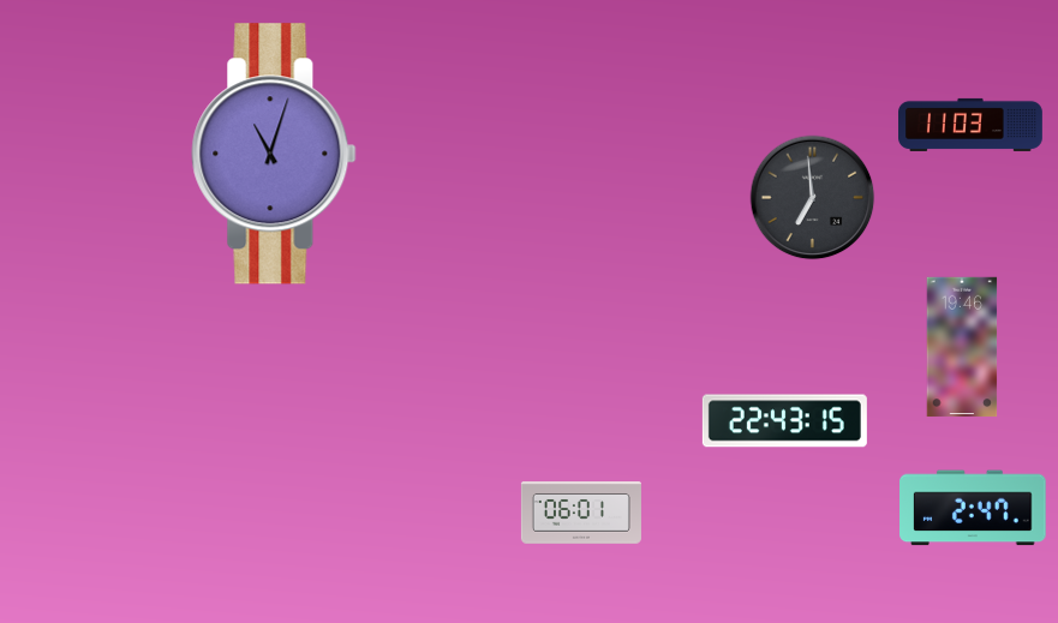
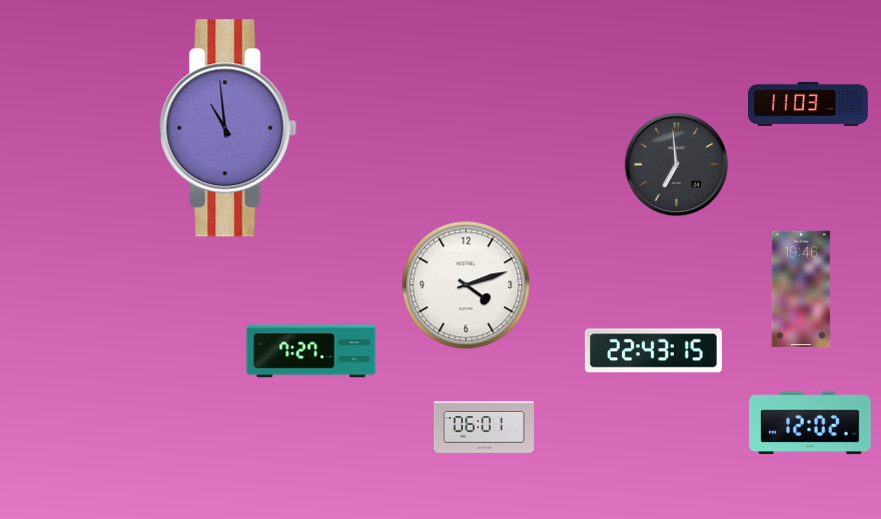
clock at (274, 154): 11:03 -> 10:59
clock at (466, 285): none -> 4:12
clock at (311, 351): none -> 7:27
clock at (973, 508): 2:47 -> 12:02
